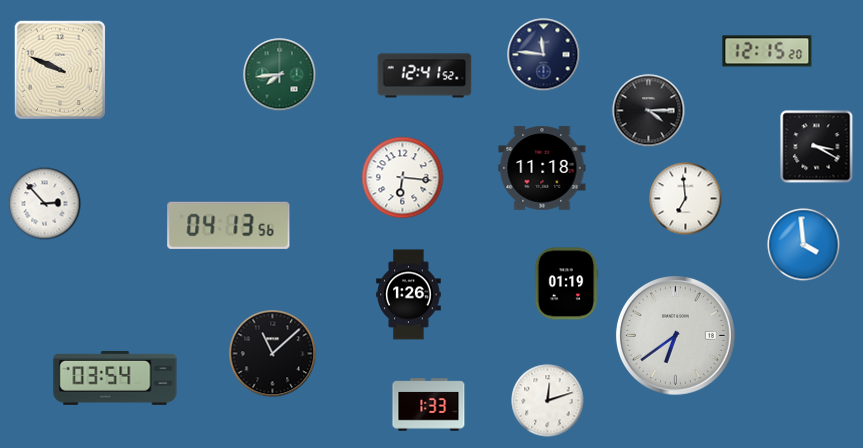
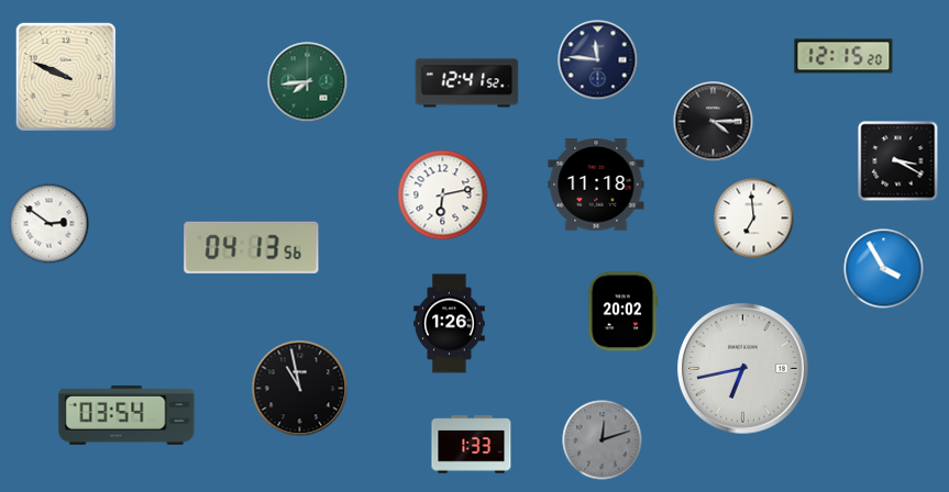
clock at (403, 178): 6:16 -> 6:13
clock at (45, 204): 2:53 -> 2:51
clock at (804, 245): 3:59 -> 3:55
clock at (566, 284): 01:19 -> 20:02
clock at (675, 335): 6:39 -> 6:43
clock at (273, 354): 11:08 -> 10:58
clock at (548, 401) dial: white -> grey
